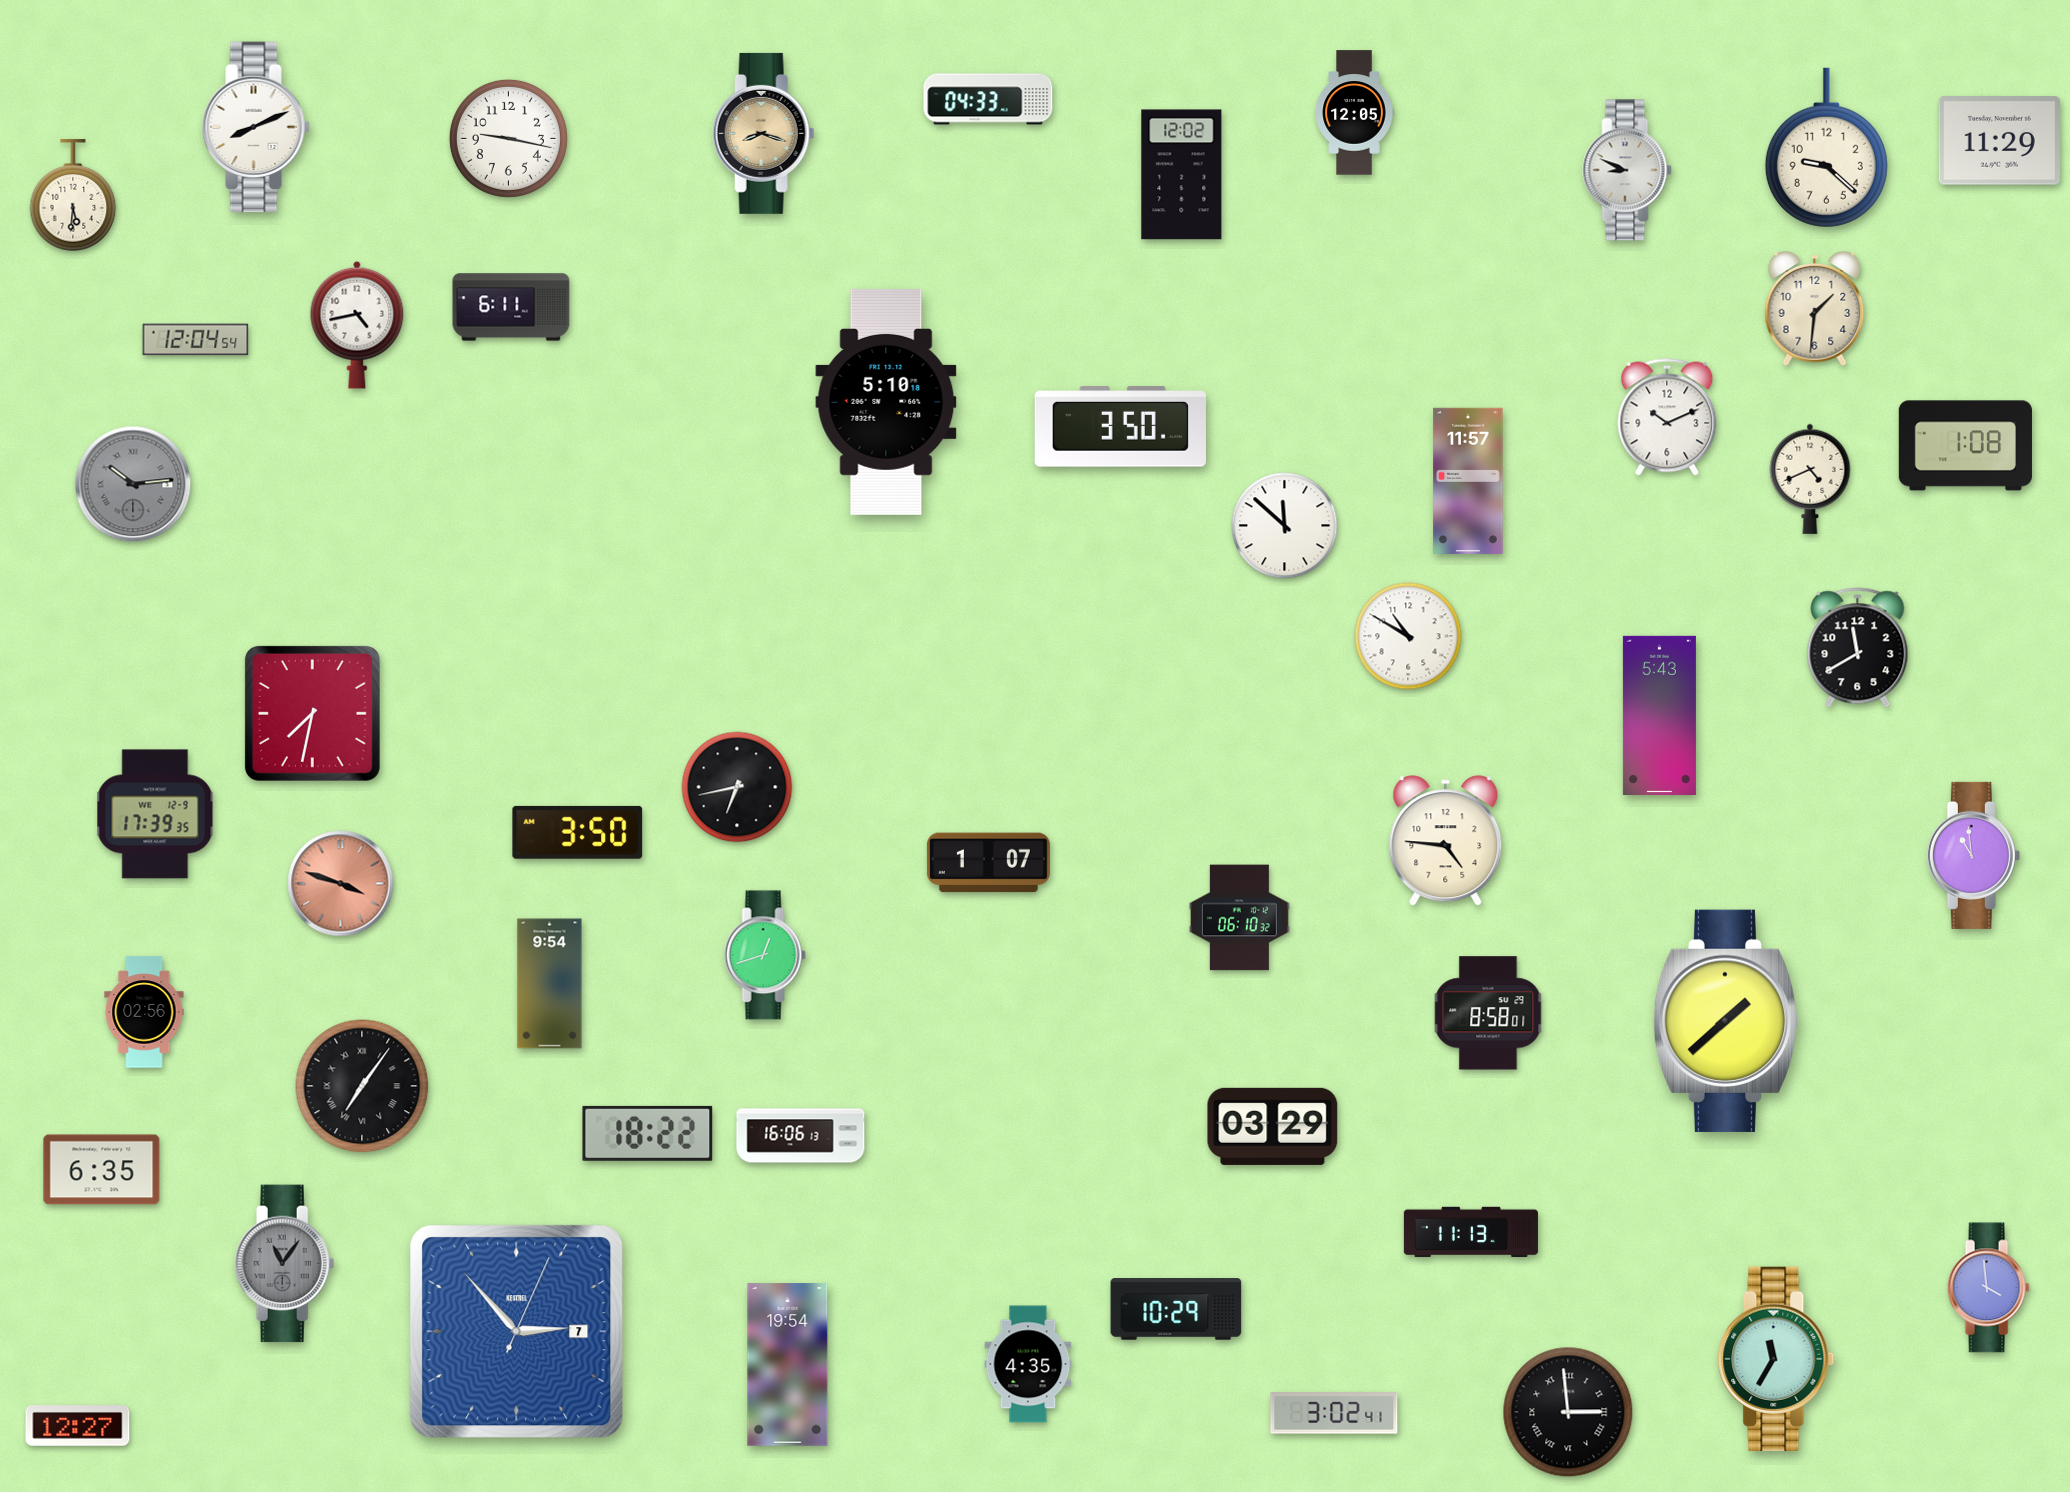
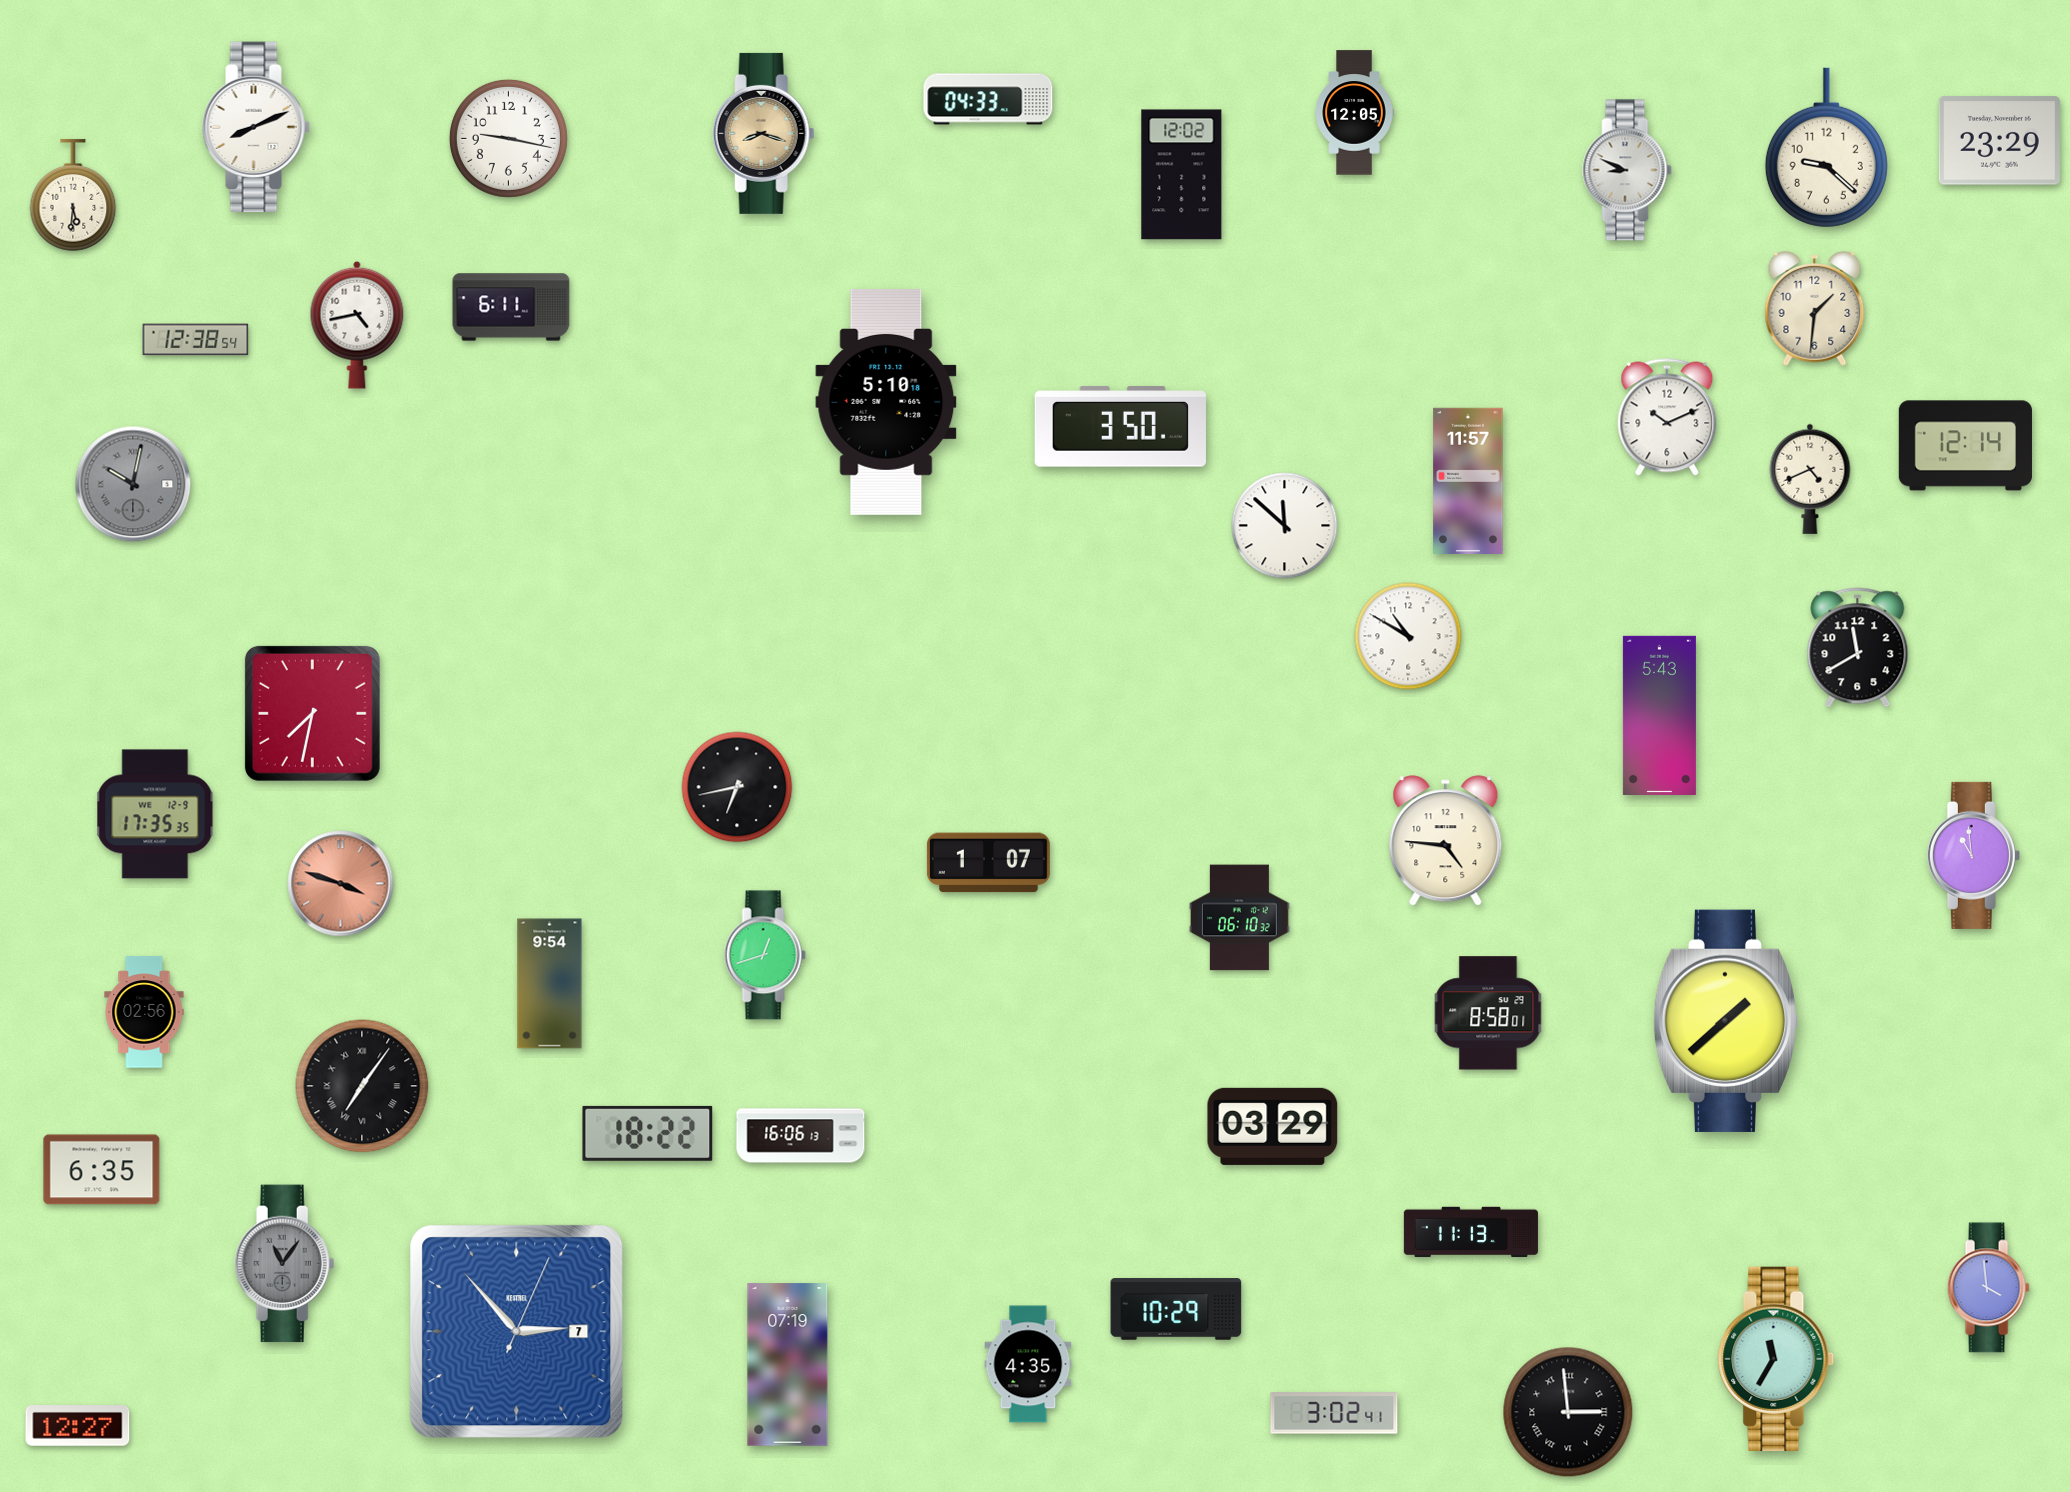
clock at (1999, 141): 11:29 -> 23:29
clock at (196, 340): 12:04 -> 12:38
clock at (1965, 446): 1:08 -> 12:14
clock at (133, 484): 10:14 -> 10:02
clock at (155, 814): 17:39 -> 17:35
clock at (578, 832): 3:50 -> none
clock at (788, 1365): 19:54 -> 07:19
